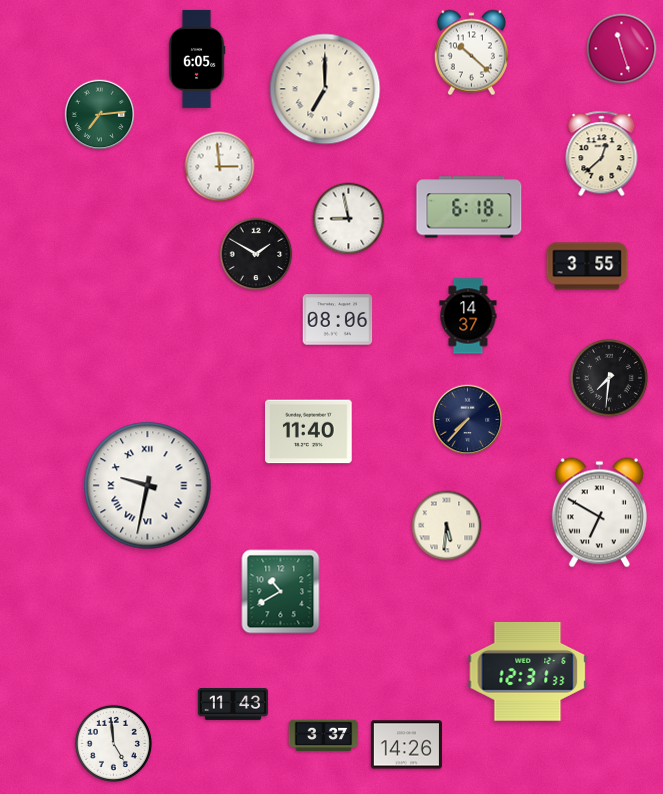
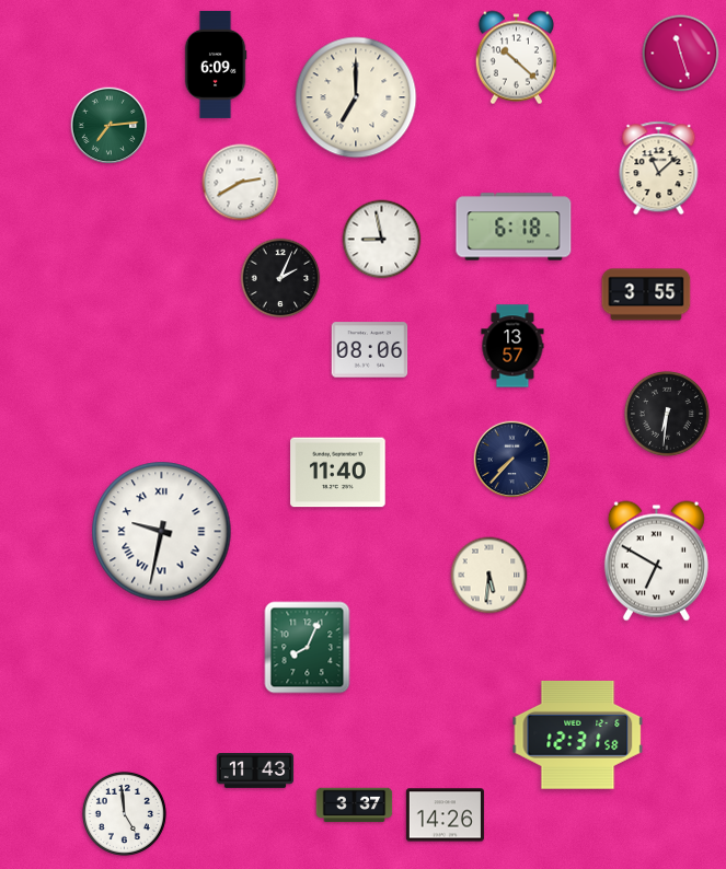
clock at (197, 59): 6:05 -> 6:09
clock at (602, 154): 12:38 -> 11:08
clock at (220, 167): 2:59 -> 2:40
clock at (256, 254): 1:50 -> 2:04
clock at (587, 266) position: (587, 266) -> (646, 294)
clock at (468, 316): 14:37 -> 13:57
clock at (609, 378): 7:31 -> 6:31
clock at (281, 592): 10:40 -> 8:04
clock at (528, 671): 12:31:33 -> 12:31:58
